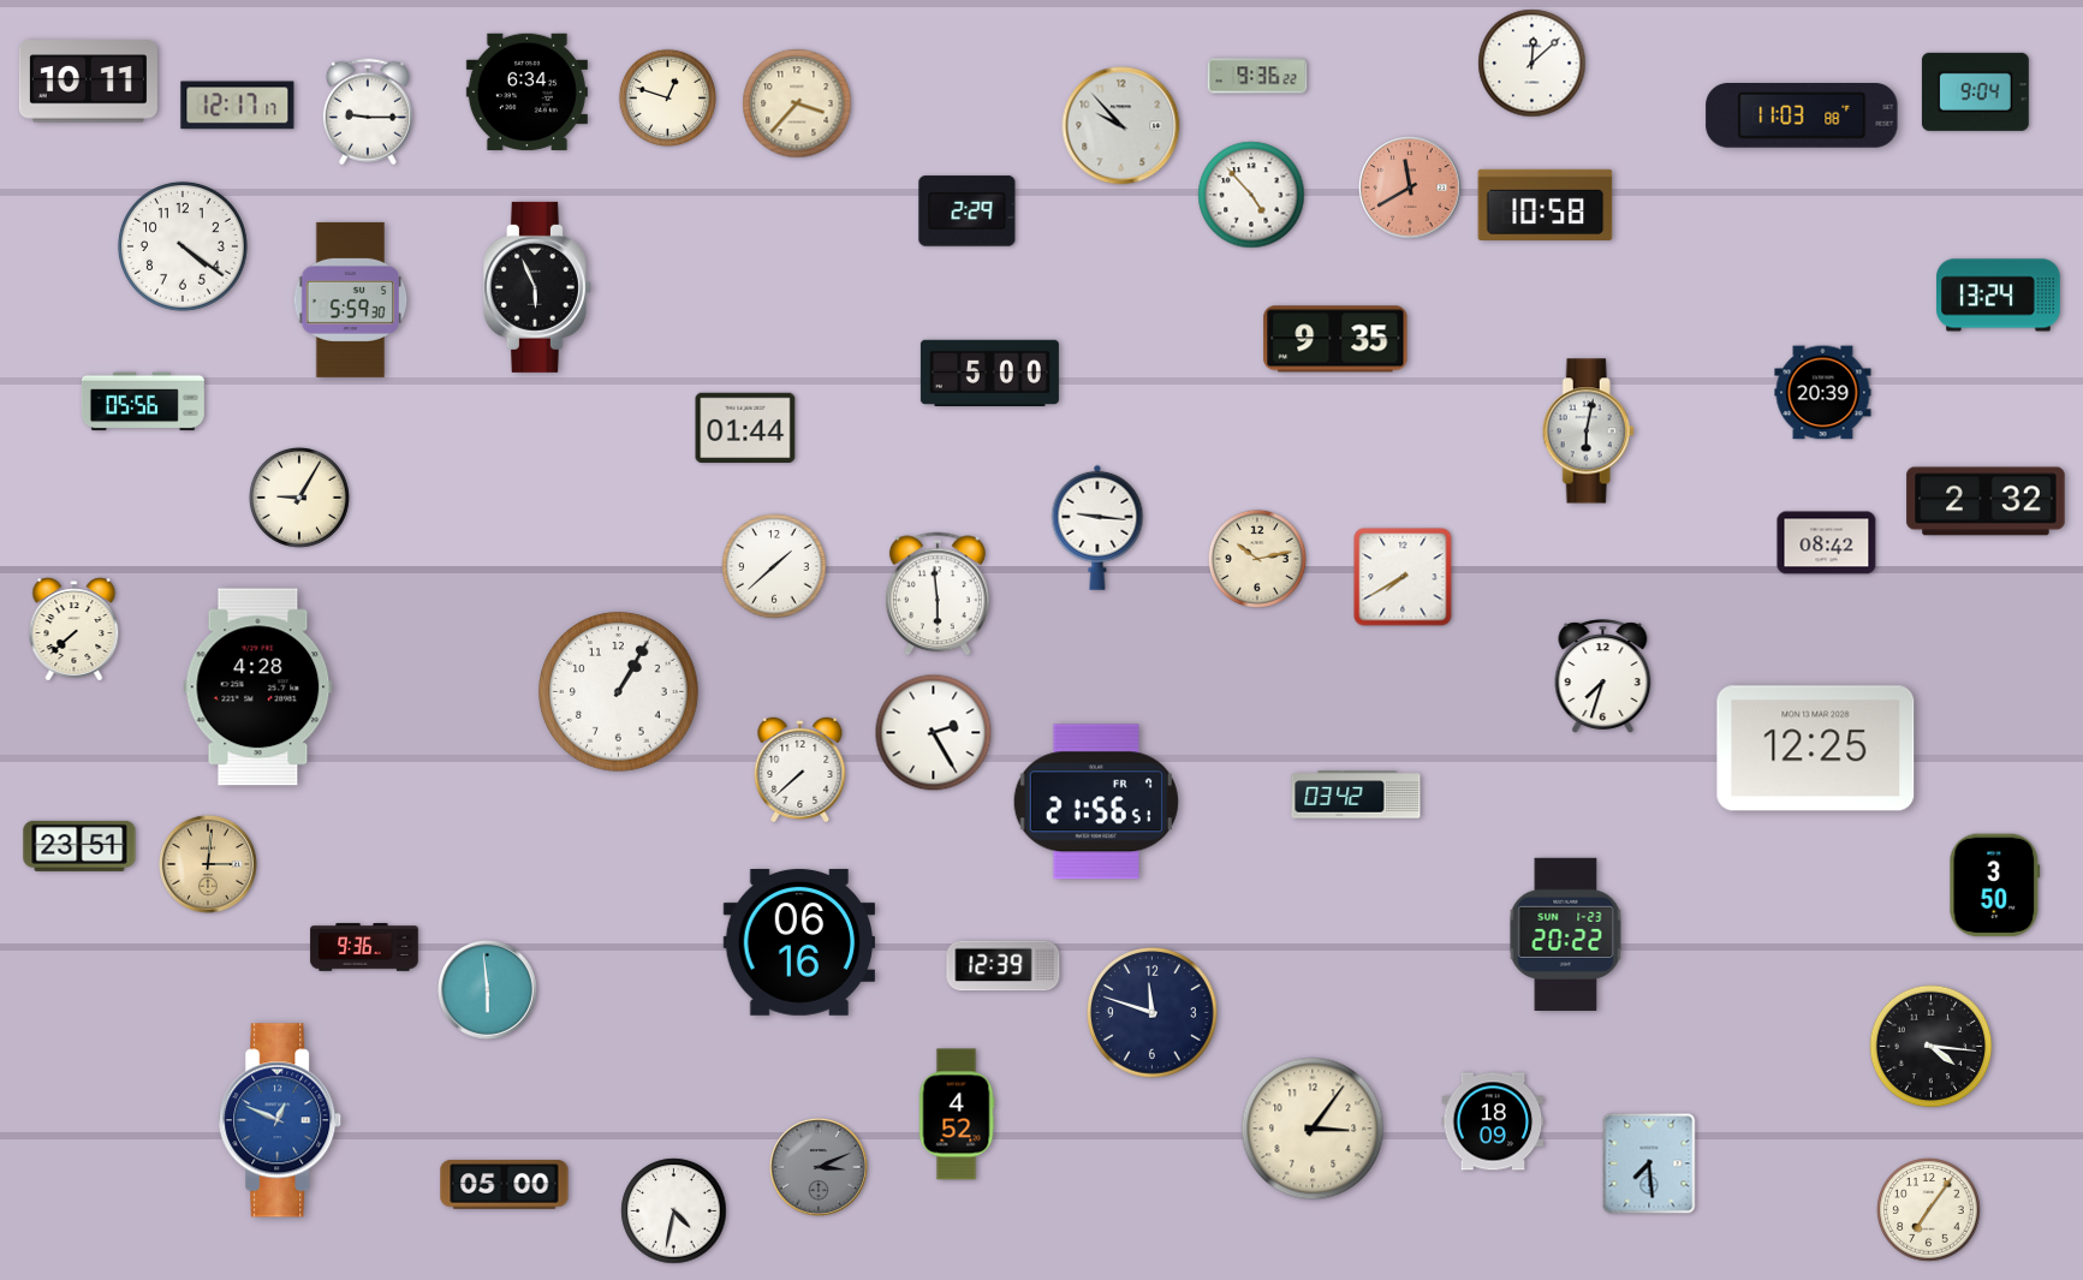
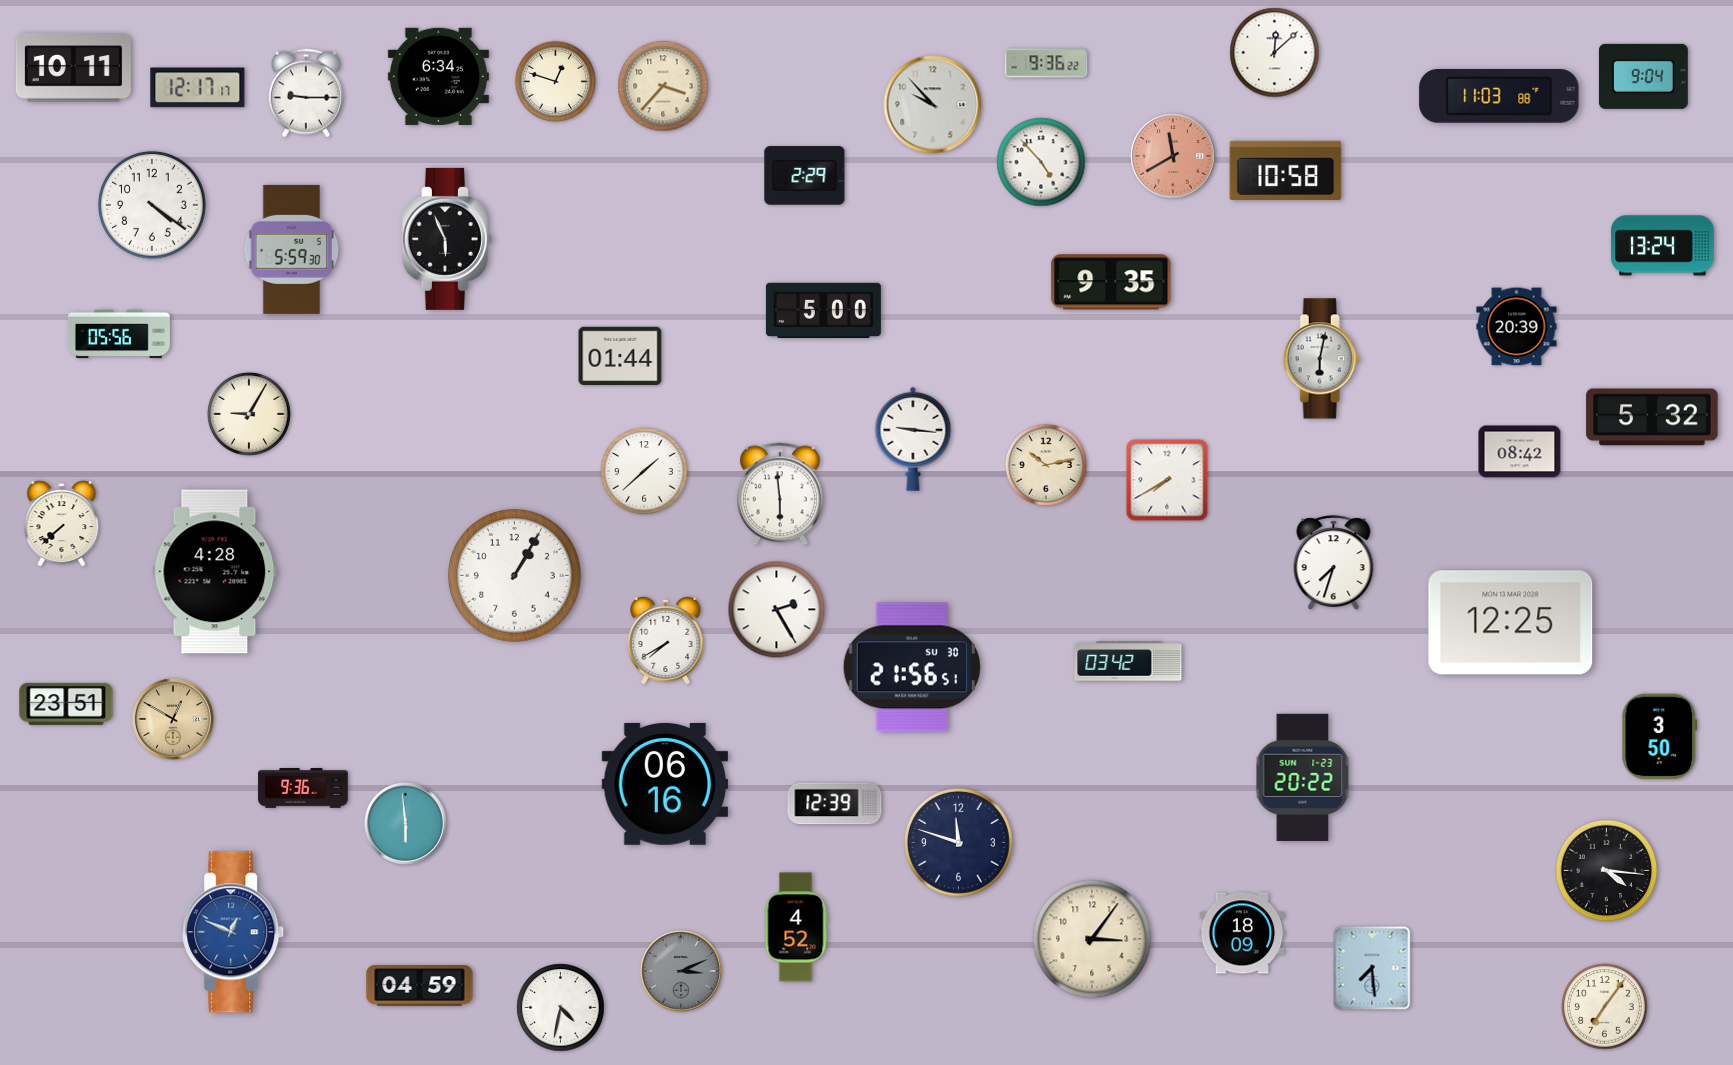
clock at (1986, 501): 2:32 -> 5:32
clock at (801, 769): 7:38 -> 7:40
clock at (1096, 802) date: FR 7 -> SU 30
clock at (208, 864): 3:01 -> 12:50
clock at (505, 1185): 05:00 -> 04:59
